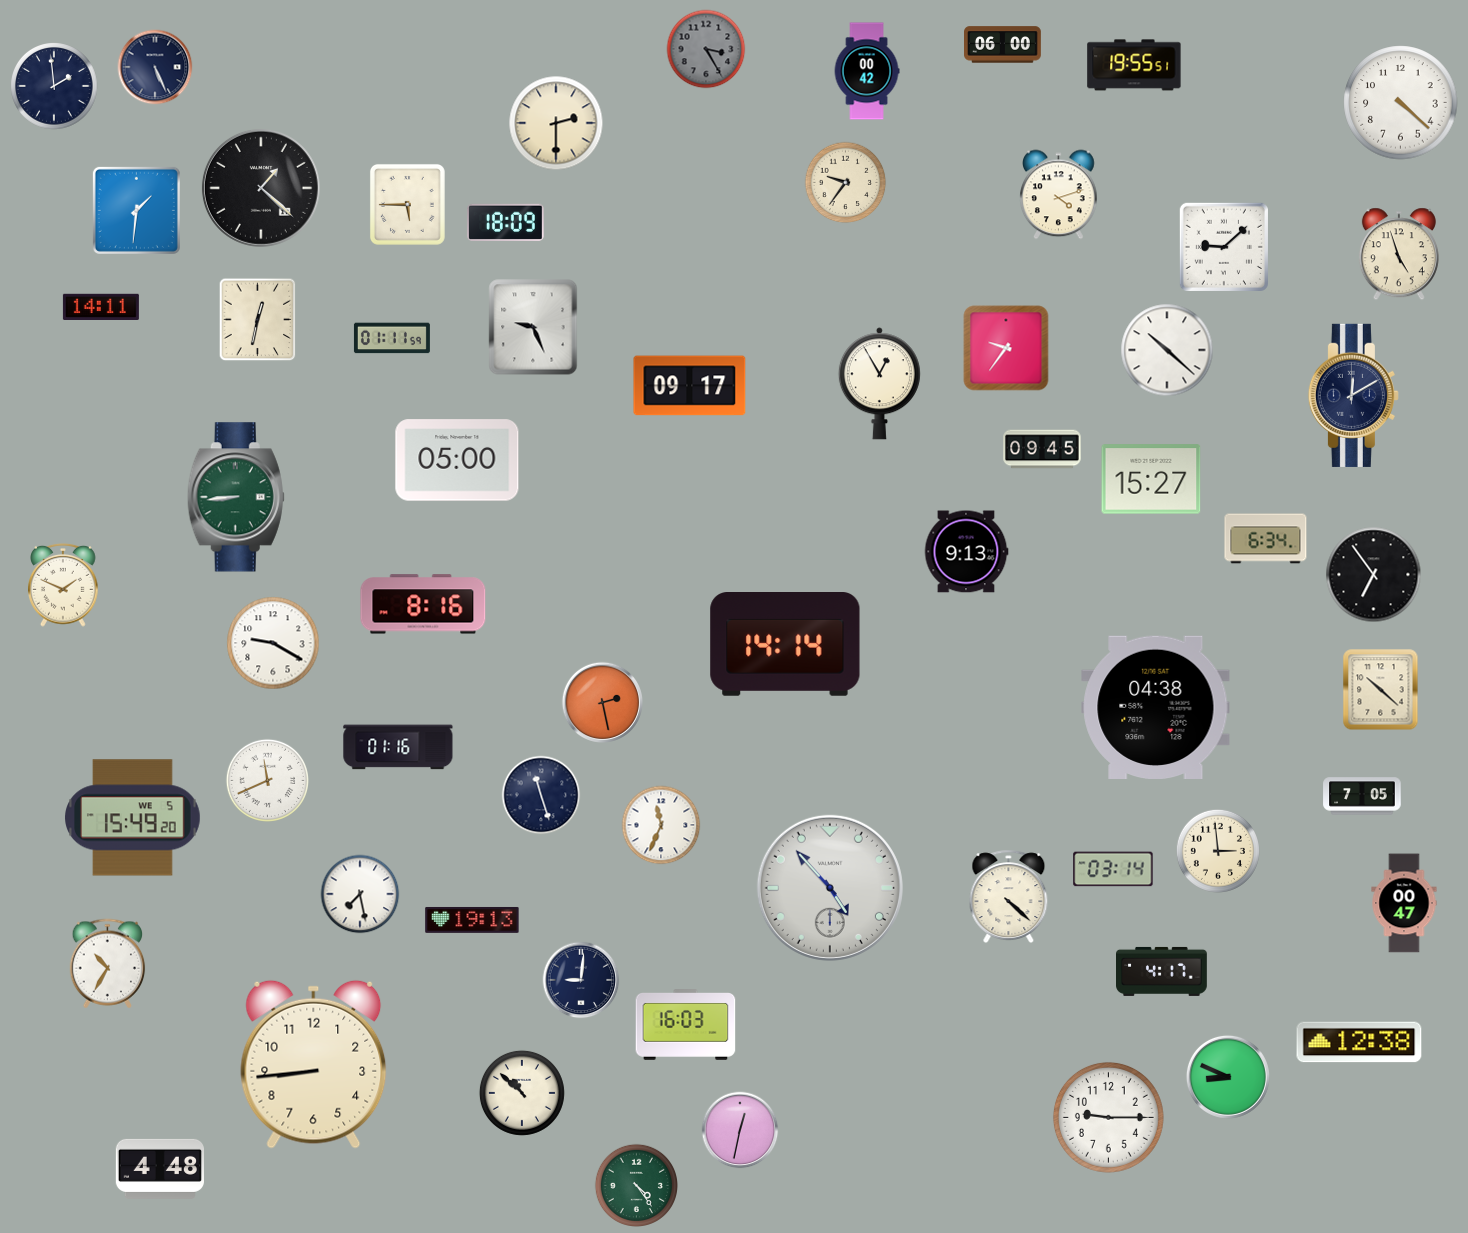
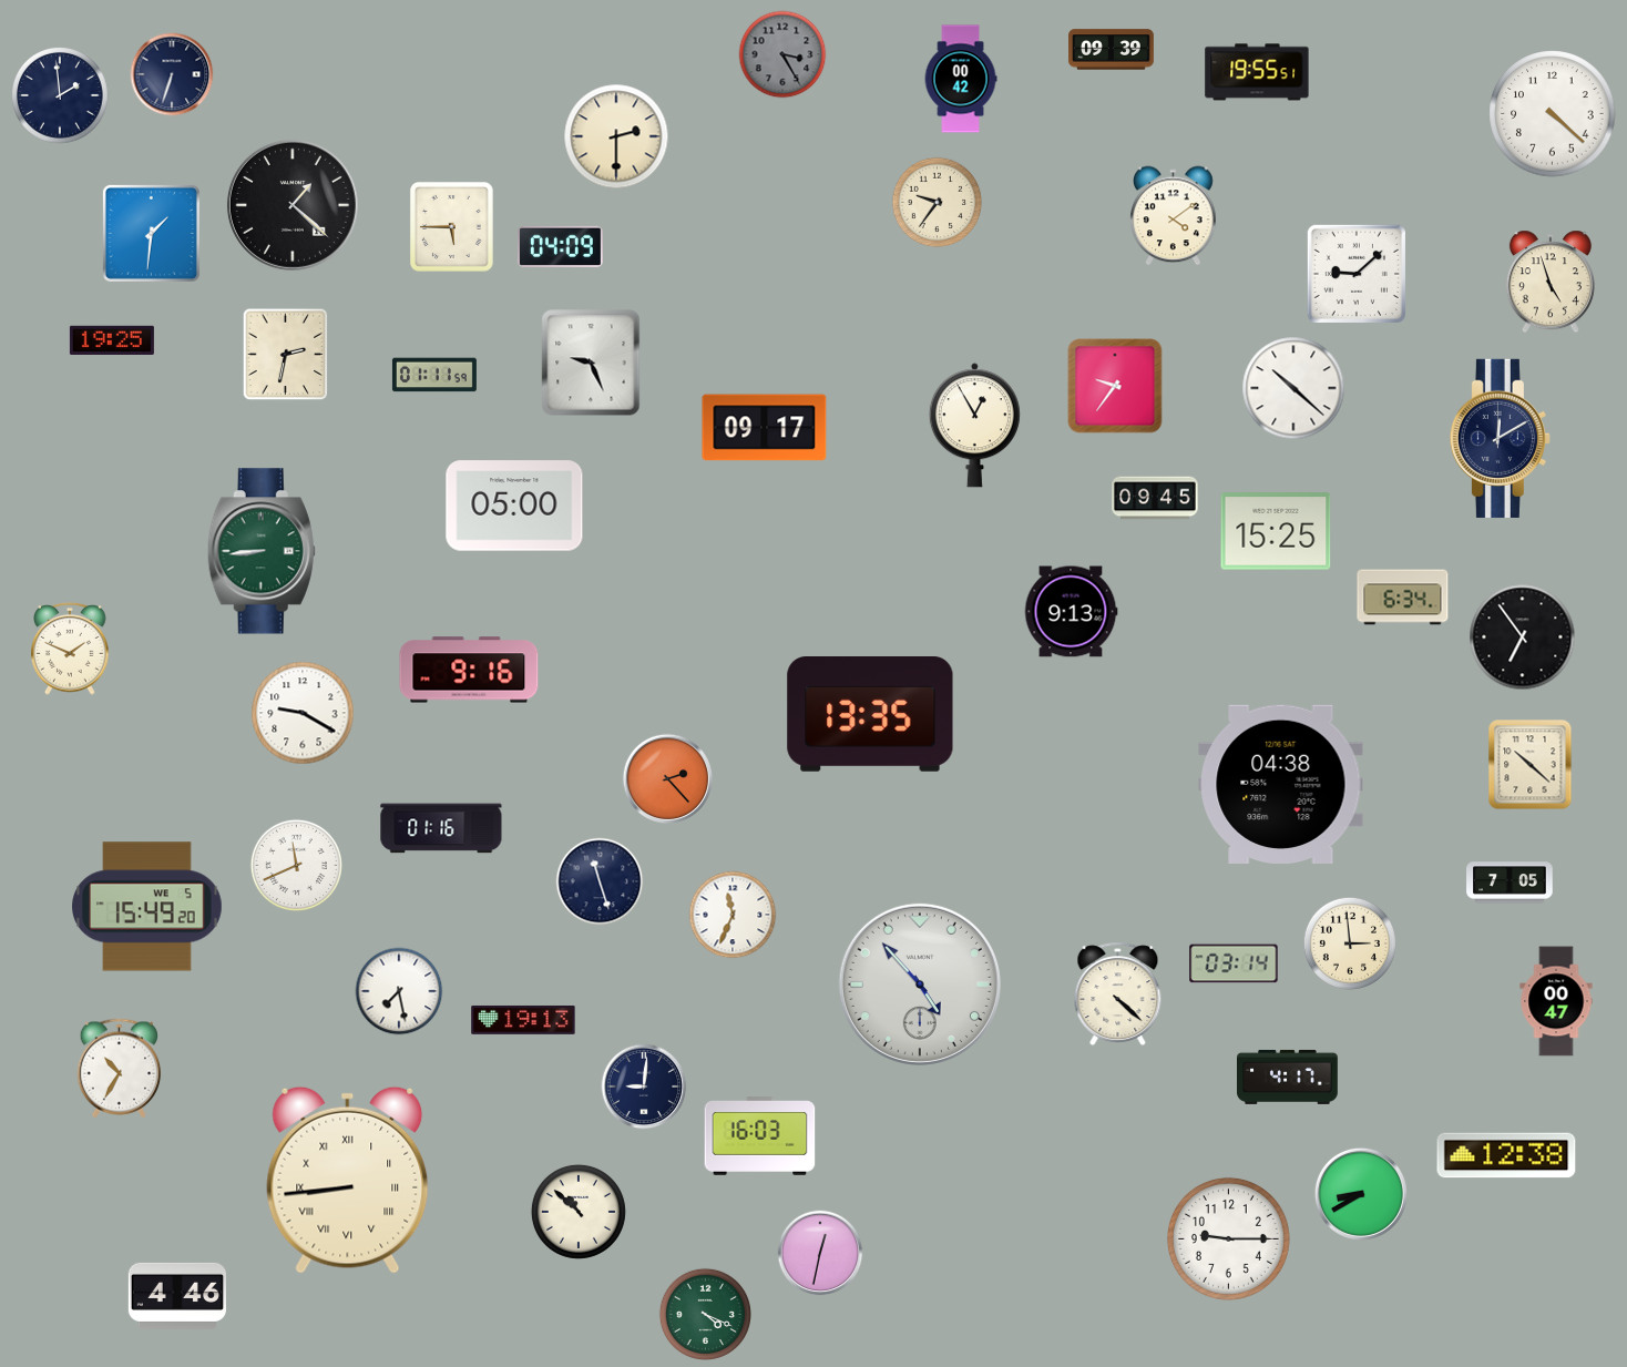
clock at (1003, 45): 06:00 -> 09:39
clock at (155, 67): 5:26 -> 6:33
clock at (261, 188) position: (261, 188) -> (293, 205)
clock at (1059, 195): 4:12 -> 4:09
clock at (505, 222): 18:09 -> 04:09
clock at (101, 306): 14:11 -> 19:25
clock at (258, 320): 12:32 -> 2:32
clock at (457, 460) position: (457, 460) -> (514, 506)
clock at (1151, 479): 15:27 -> 15:25
clock at (423, 604): 8:16 -> 9:16
clock at (785, 645): 14:14 -> 13:35
clock at (602, 702): 2:28 -> 2:23
clock at (314, 1064) numerals: Arabic -> Roman
clock at (1228, 1077): 8:49 -> 8:40
clock at (159, 1169): 4:48 -> 4:46
clock at (636, 1185): 4:24 -> 4:19
